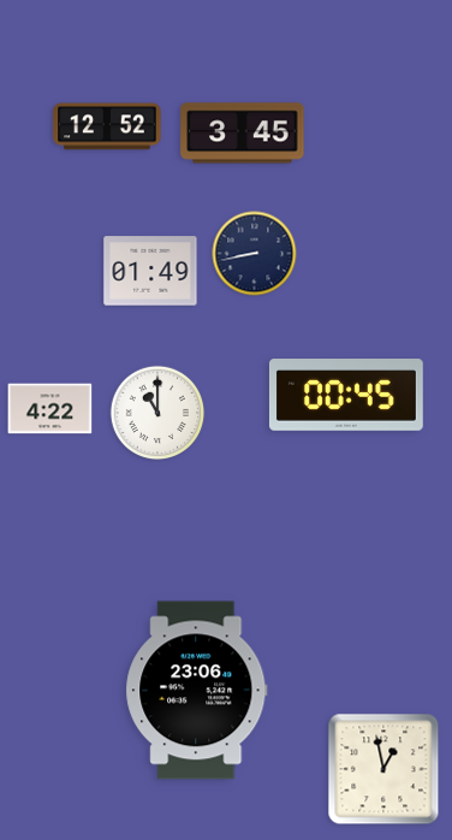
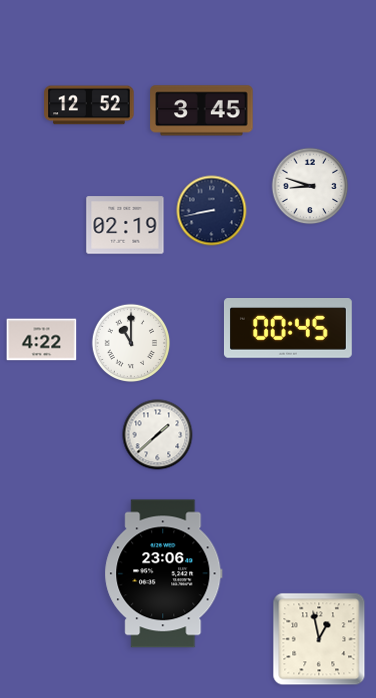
clock at (310, 186): none -> 8:48
clock at (150, 271): 01:49 -> 02:19
clock at (158, 435): none -> 1:38
